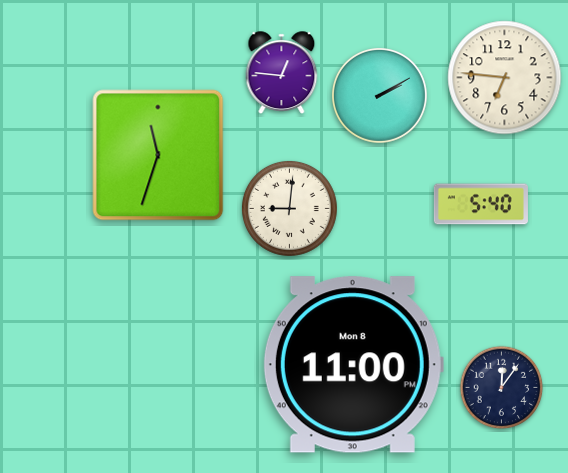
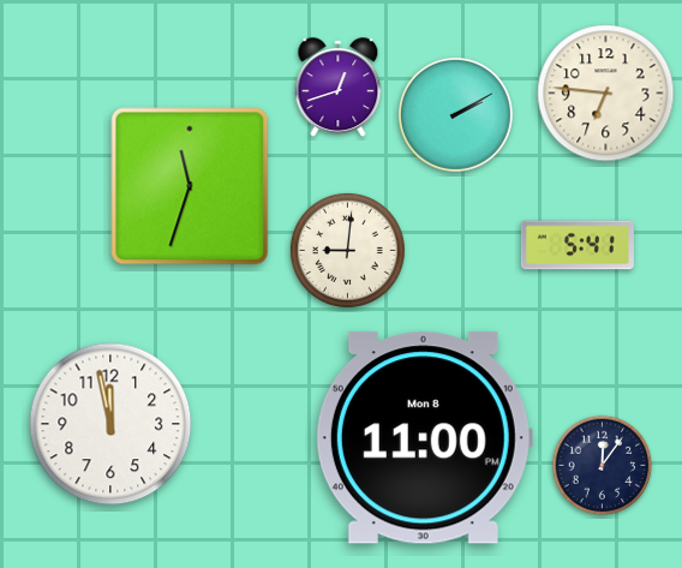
clock at (282, 73): 12:46 -> 12:42
clock at (481, 204): 5:40 -> 5:41
clock at (110, 424): none -> 11:58
